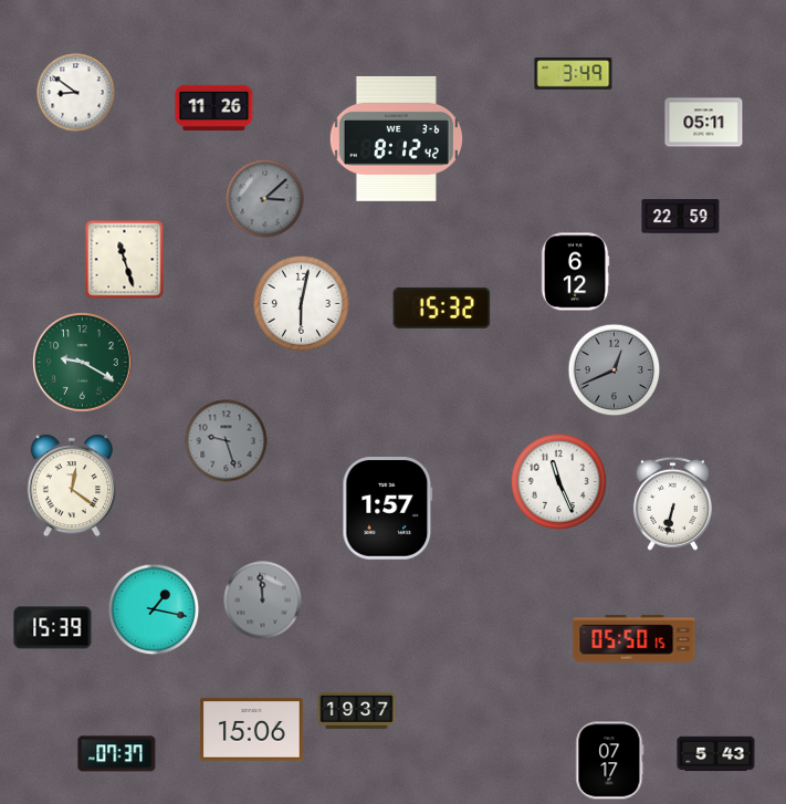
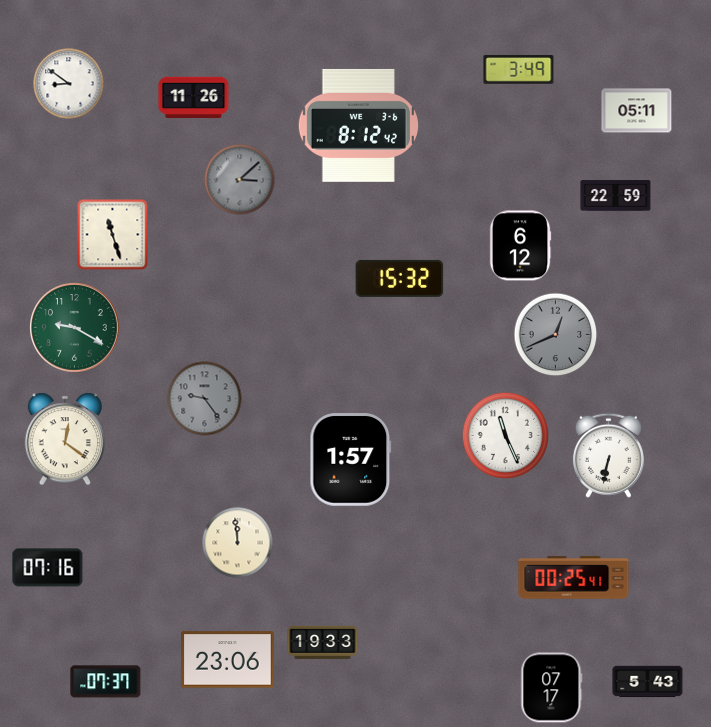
clock at (574, 74) position: (574, 74) -> (519, 70)
clock at (301, 303): 6:02 -> none
clock at (227, 441): 9:27 -> 9:24
clock at (263, 601) dial: grey -> cream
clock at (154, 609): 1:17 -> none
clock at (53, 628): 15:39 -> 07:16
clock at (635, 639): 05:50 -> 00:25
clock at (357, 710): 19:37 -> 19:33
clock at (252, 730): 15:06 -> 23:06
